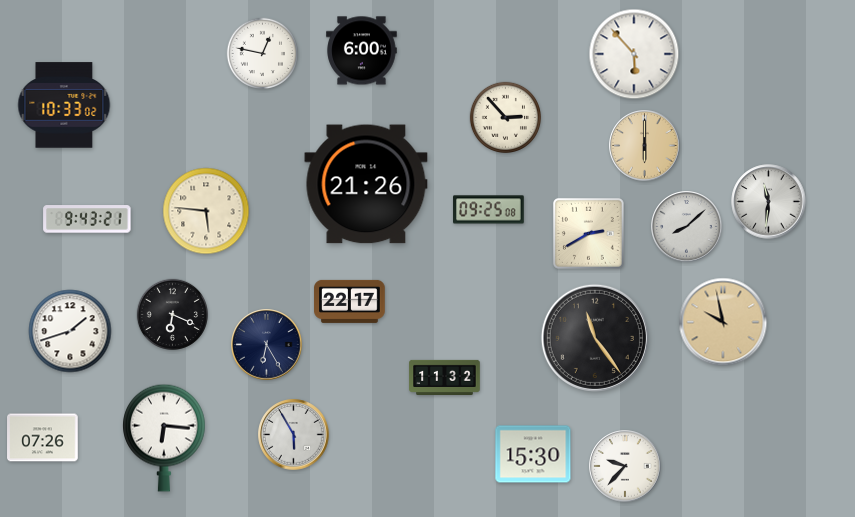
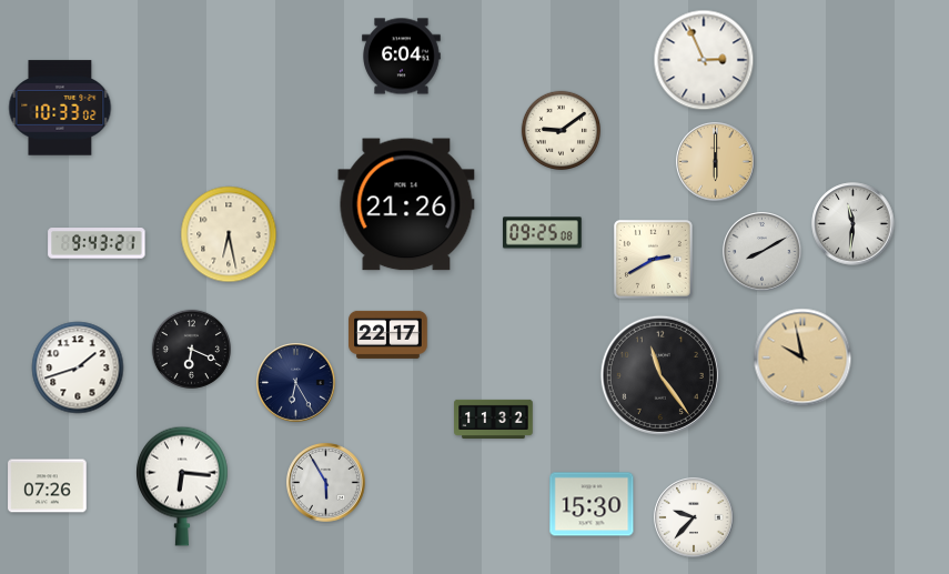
clock at (362, 51): 6:00 -> 6:04
clock at (262, 53): 12:47 -> none
clock at (634, 54): 5:53 -> 2:56
clock at (64, 105) position: (64, 105) -> (60, 108)
clock at (505, 117): 2:53 -> 9:09
clock at (206, 211): 5:46 -> 6:28
clock at (687, 227): 8:08 -> 8:10
